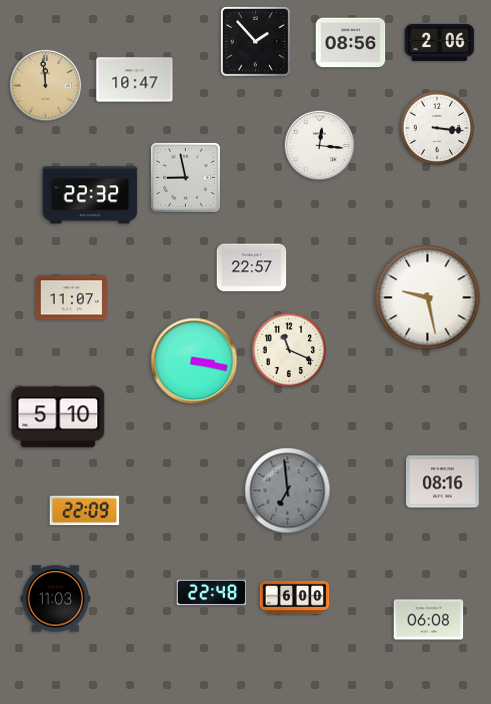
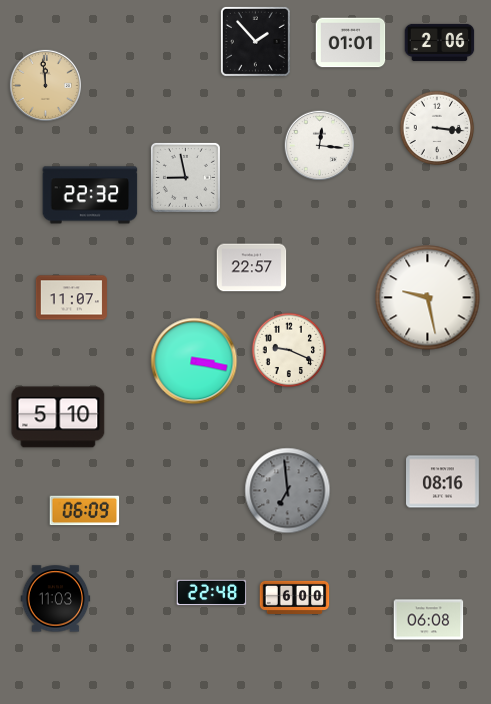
clock at (351, 43): 08:56 -> 01:01
clock at (135, 80): 10:47 -> none
clock at (289, 350): 11:19 -> 9:19
clock at (85, 511): 22:09 -> 06:09
